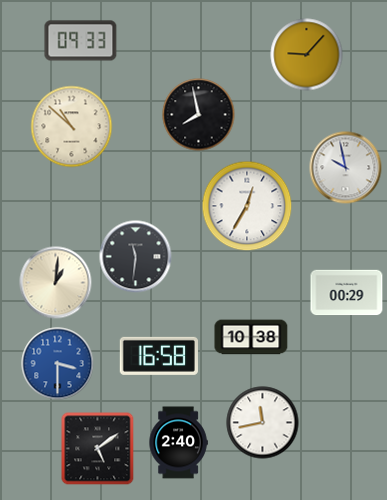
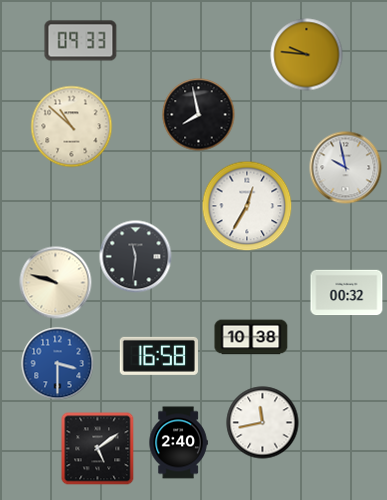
clock at (307, 55): 9:07 -> 9:46
clock at (56, 283): 1:01 -> 9:48
clock at (347, 293): 00:29 -> 00:32
